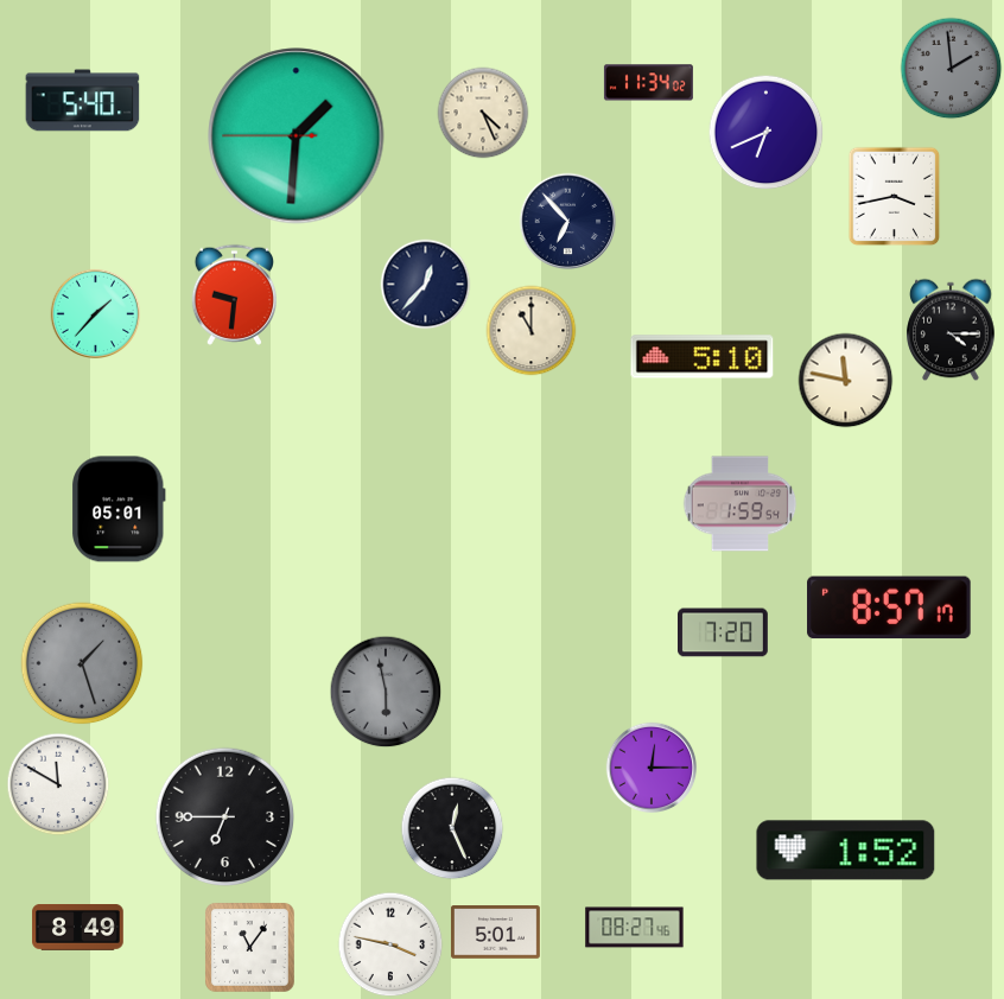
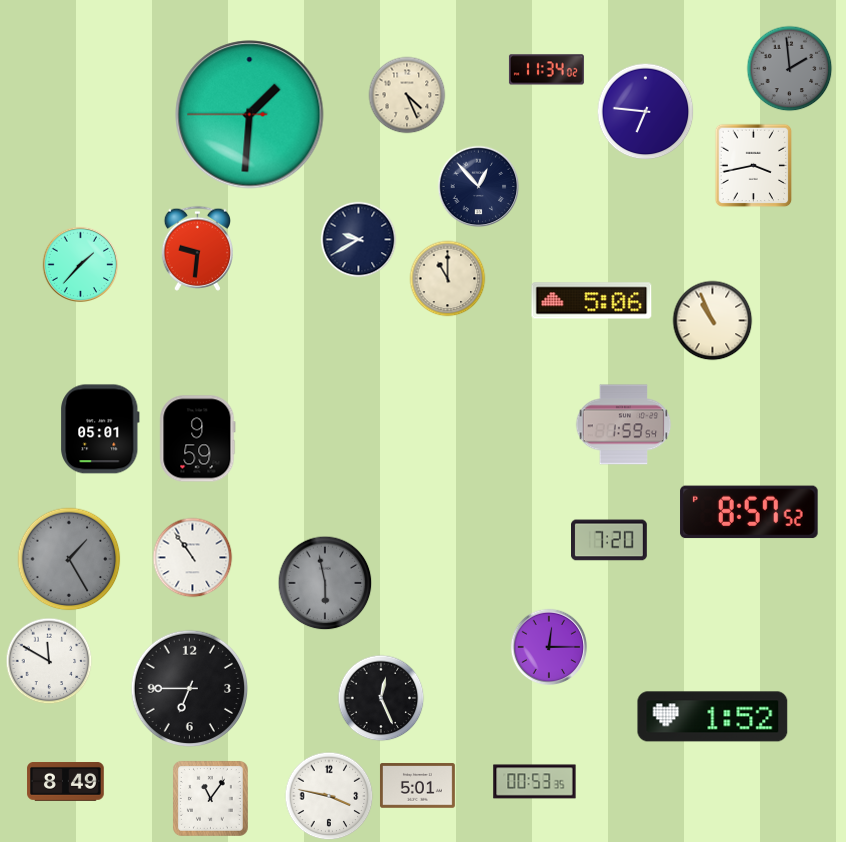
clock at (952, 69) position: (952, 69) -> (790, 69)
clock at (83, 101): 5:40 -> none
clock at (767, 133): 6:41 -> 6:46
clock at (568, 222): 6:53 -> 12:53
clock at (426, 285): 12:37 -> 9:40
clock at (951, 330): 4:15 -> none
clock at (703, 357): 5:10 -> 5:06
clock at (846, 381): 11:47 -> 10:56
clock at (198, 439): none -> 9:59
clock at (889, 607): 8:57:17 -> 8:57:52
clock at (724, 632) position: (724, 632) -> (610, 540)
clock at (193, 558): none -> 10:54
clock at (82, 663): 1:27 -> 1:25
clock at (635, 928): 08:27 -> 00:53
